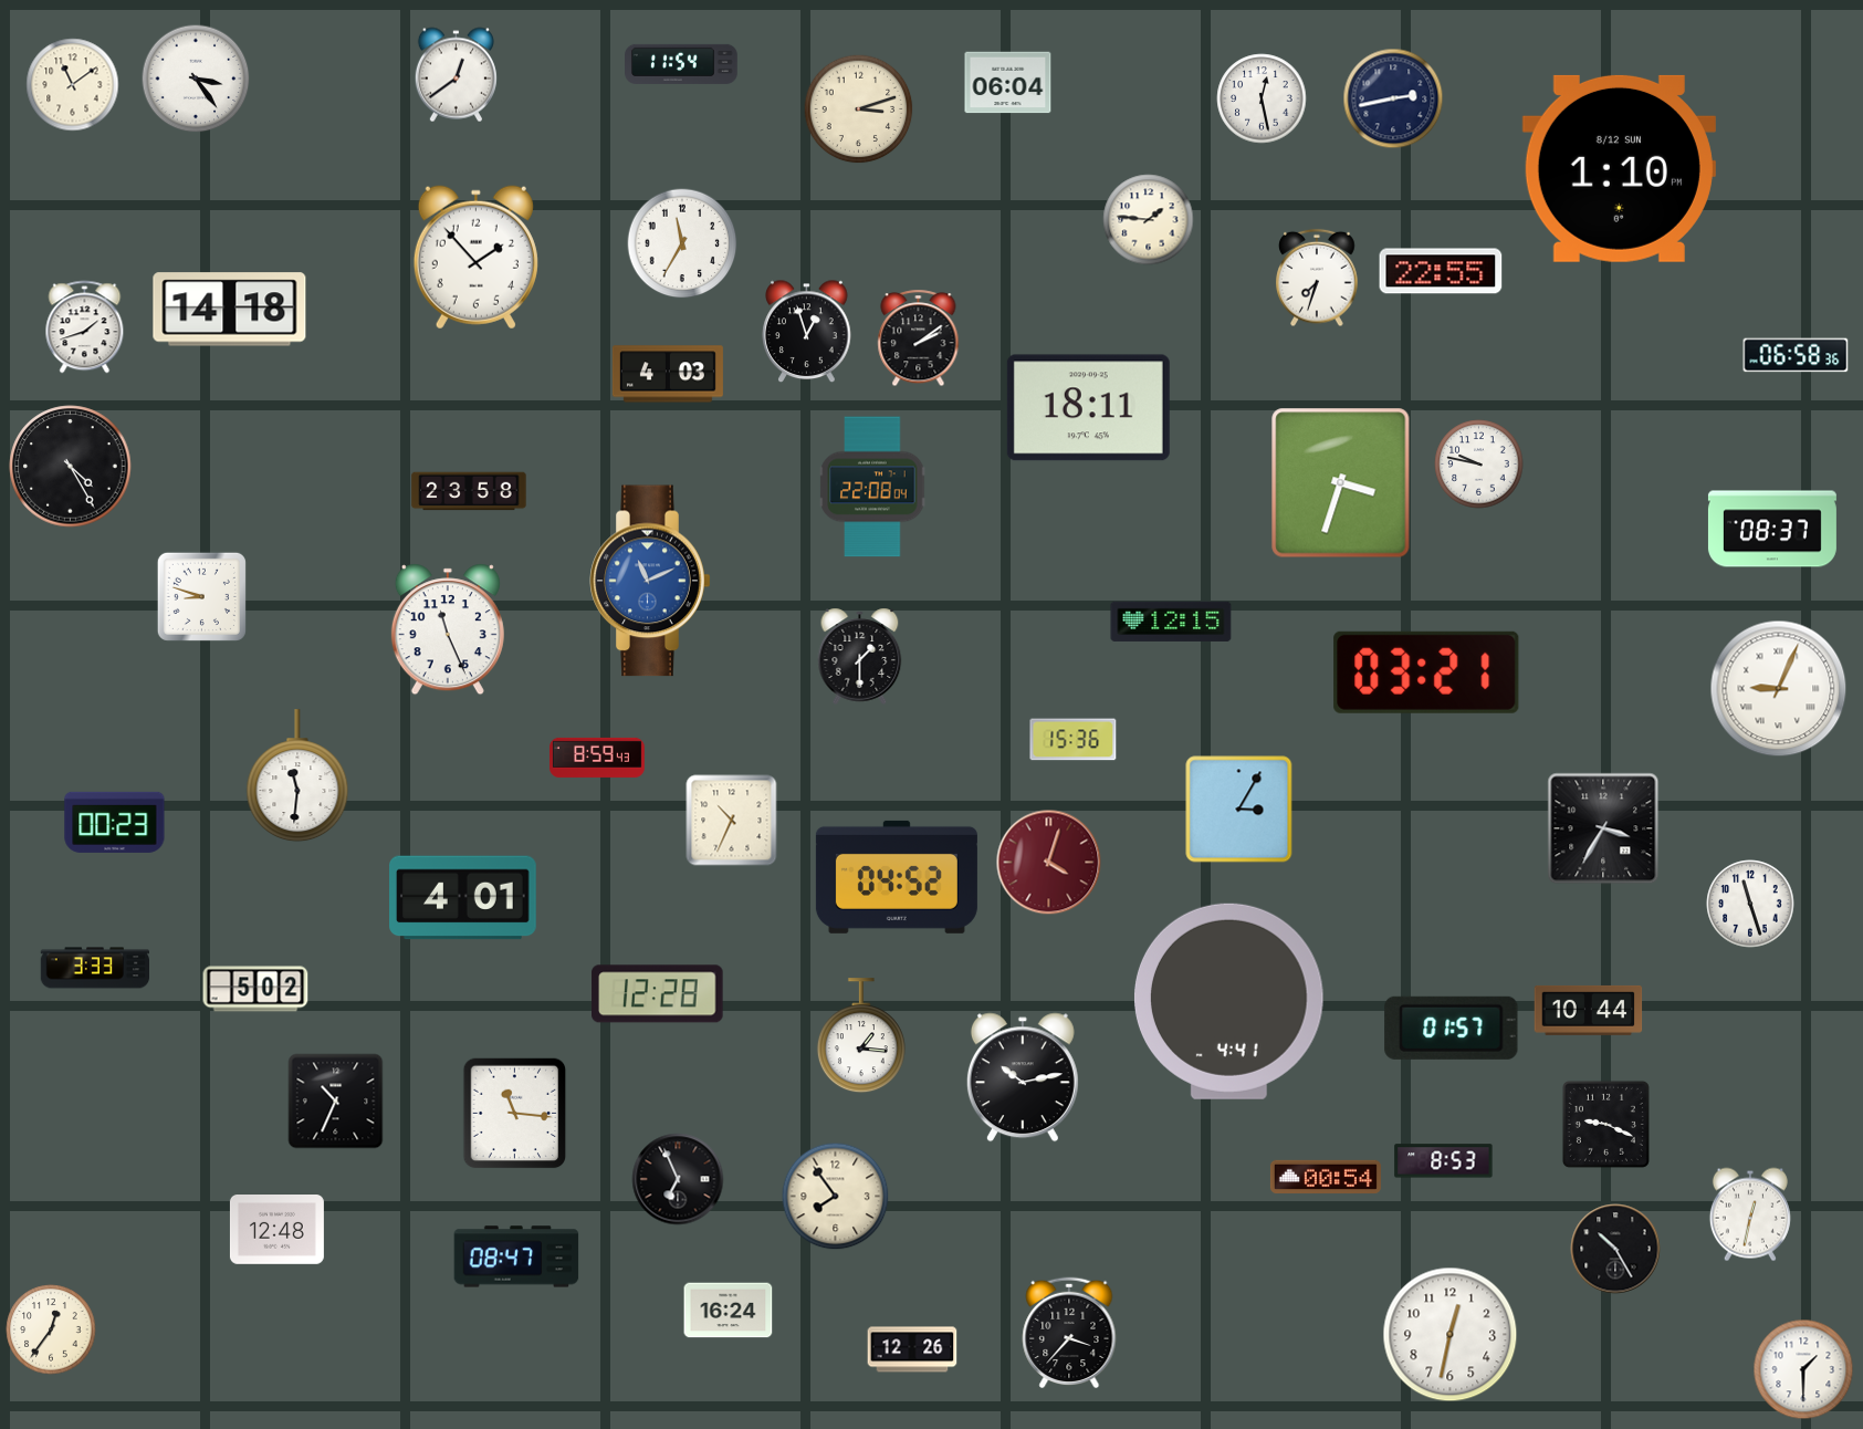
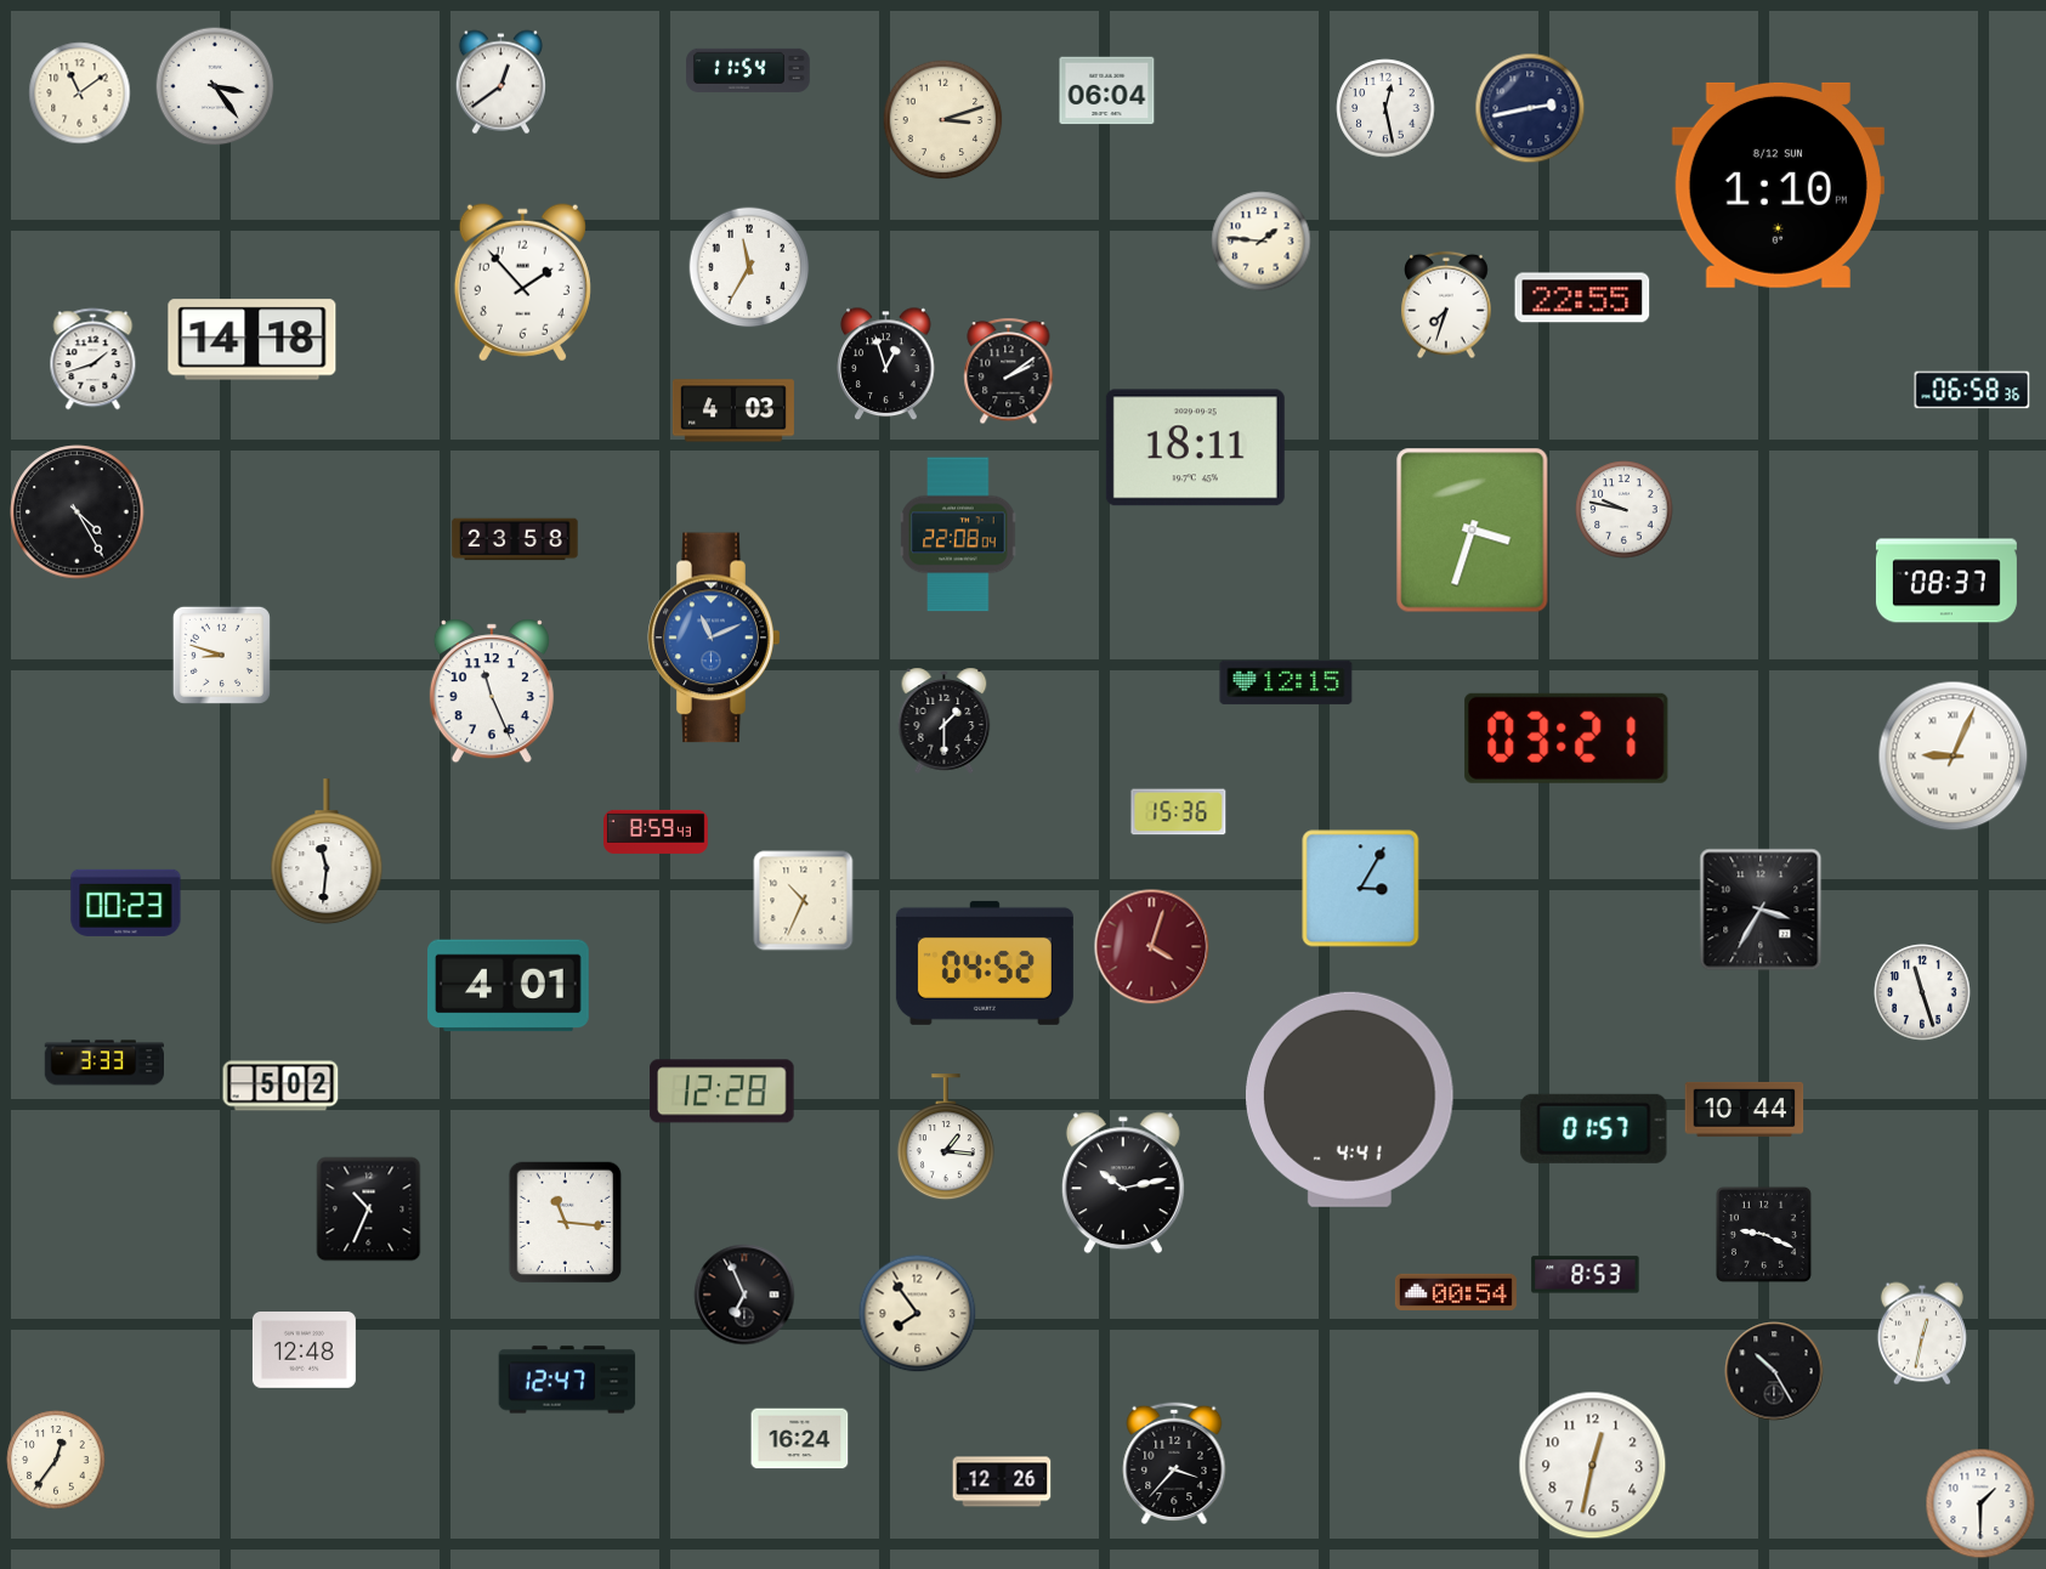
clock at (516, 1256): 08:47 -> 12:47
